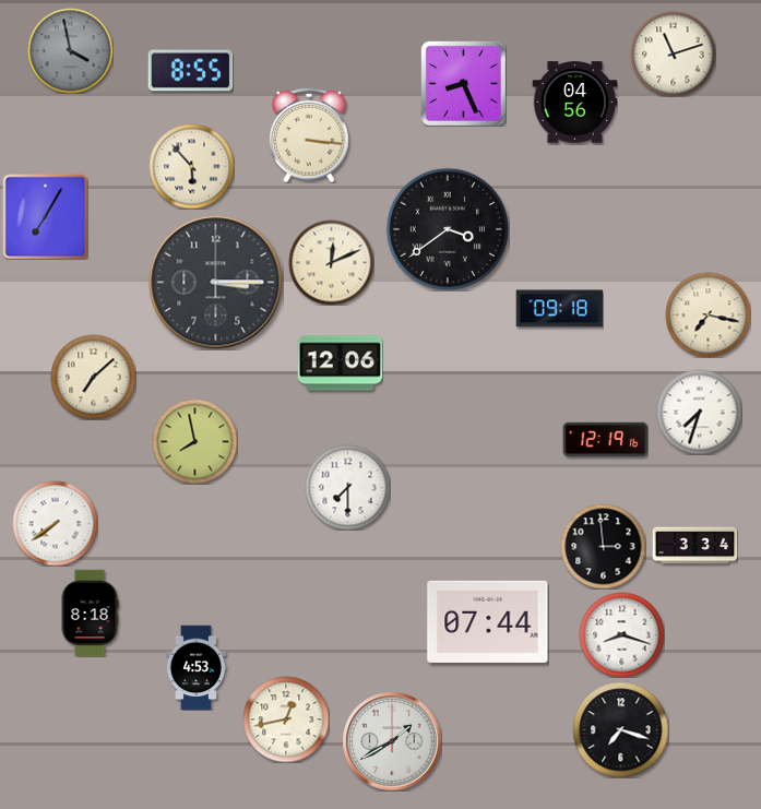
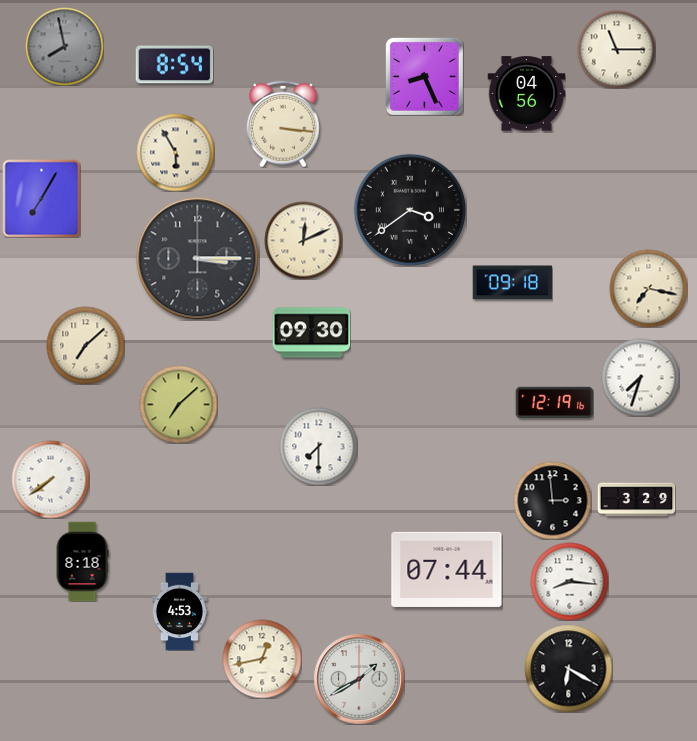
clock at (70, 50): 3:58 -> 7:58
clock at (673, 53): 11:12 -> 11:15
clock at (190, 71): 8:55 -> 8:54
clock at (191, 166): 5:53 -> 5:55
clock at (340, 364): 12:06 -> 09:30
clock at (194, 441): 7:58 -> 7:08
clock at (694, 546): 3:34 -> 3:29
clock at (621, 634): 8:18 -> 8:16
clock at (620, 729): 7:18 -> 6:20
